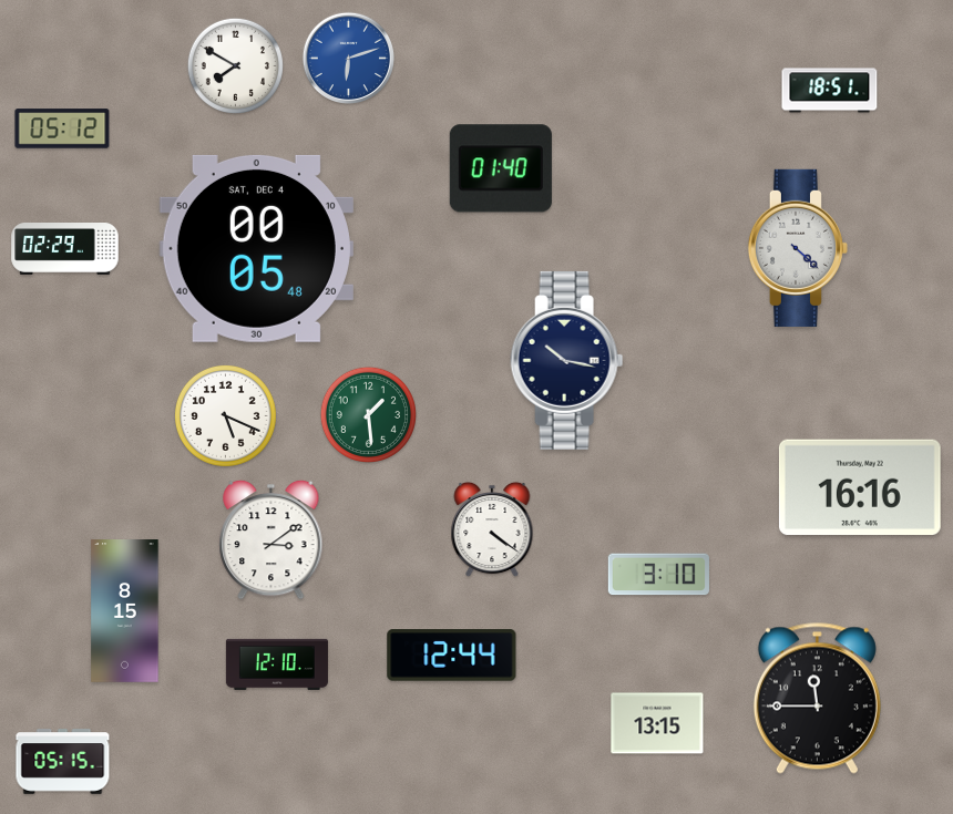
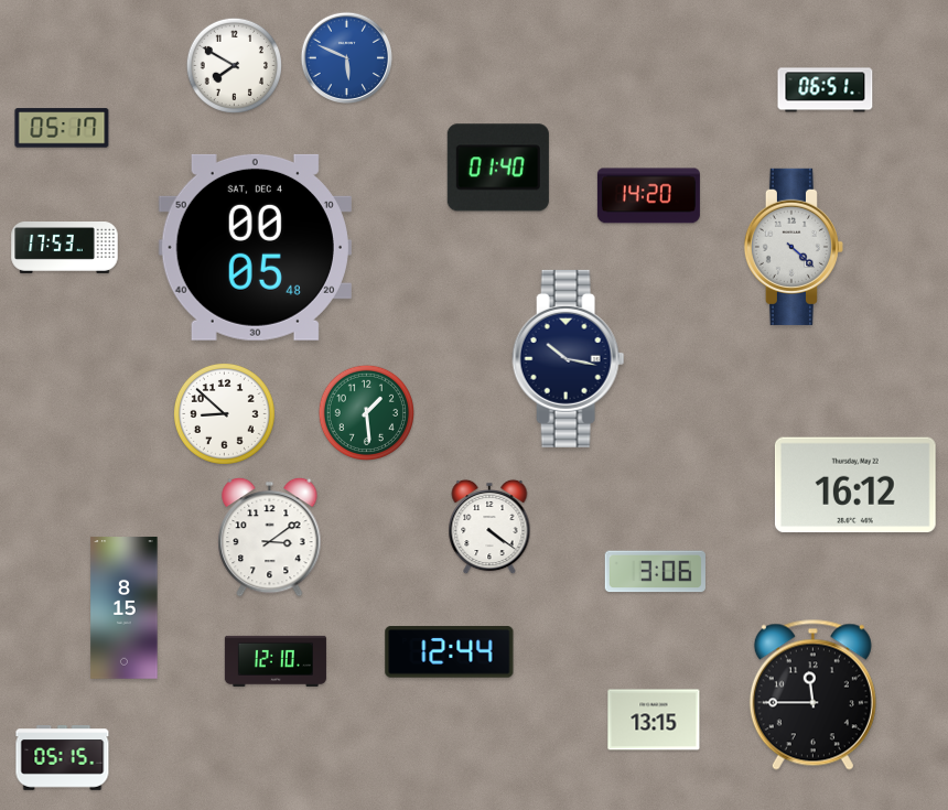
clock at (349, 59): 6:12 -> 5:49
clock at (830, 91): 18:51 -> 06:51
clock at (62, 128): 05:12 -> 05:17
clock at (648, 196): none -> 14:20
clock at (65, 249): 02:29 -> 17:53
clock at (567, 360) position: (567, 360) -> (569, 358)
clock at (225, 415): 5:19 -> 8:52
clock at (860, 487): 16:16 -> 16:12
clock at (658, 575): 3:10 -> 3:06
